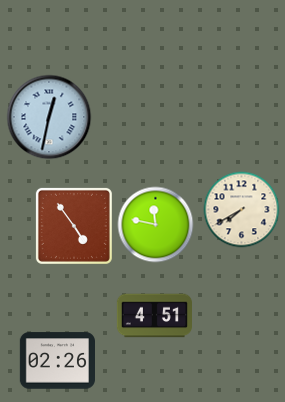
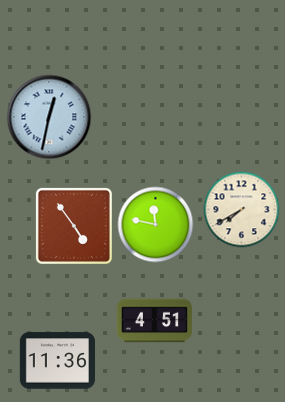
clock at (154, 316) position: (154, 316) -> (154, 321)
clock at (57, 361): 02:26 -> 11:36
